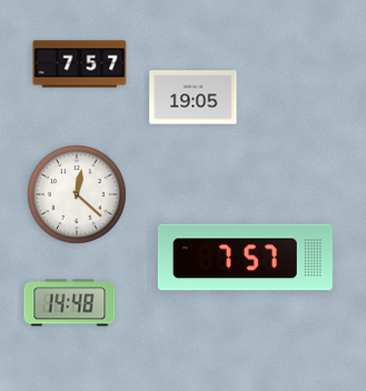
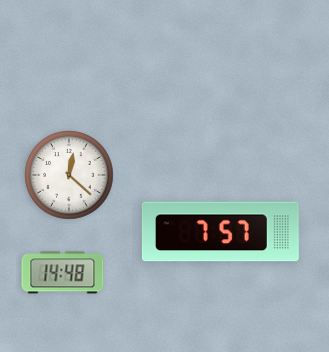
clock at (80, 64): 7:57 -> none
clock at (194, 98): 19:05 -> none
